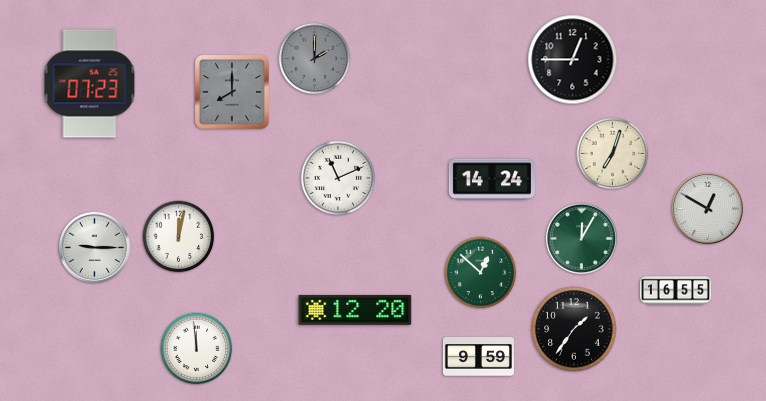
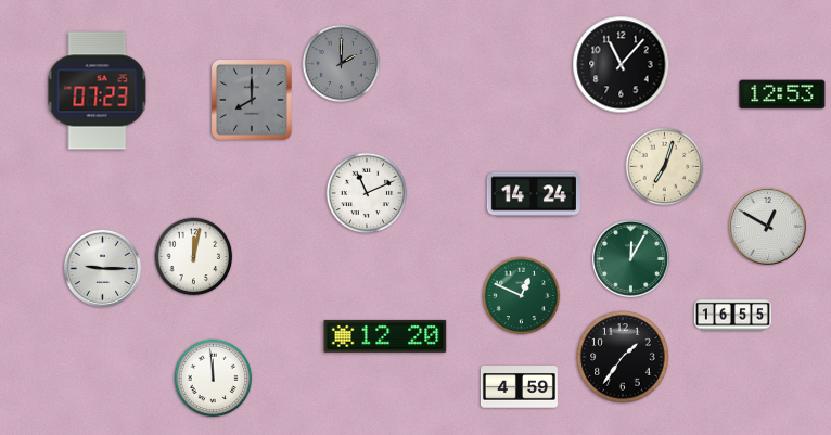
clock at (573, 60): 12:45 -> 11:07
clock at (782, 94): none -> 12:53
clock at (481, 273): 12:52 -> 12:49
clock at (478, 357): 9:59 -> 4:59
